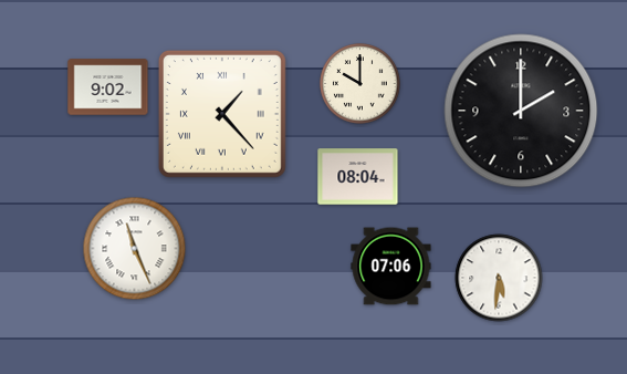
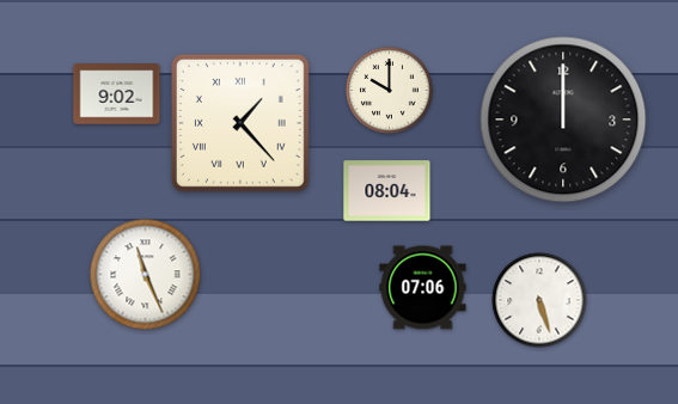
clock at (521, 111): 2:00 -> 12:00
clock at (135, 249) position: (135, 249) -> (146, 275)
clock at (499, 278): 5:31 -> 5:27
